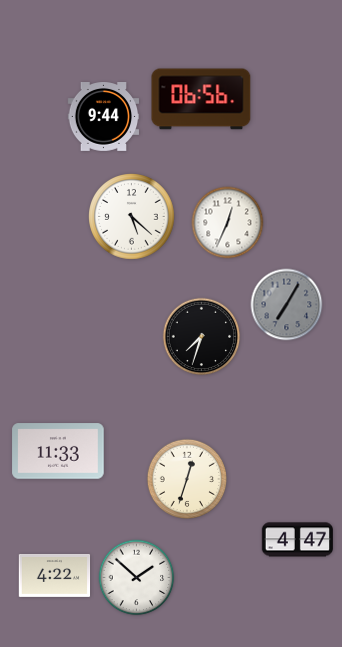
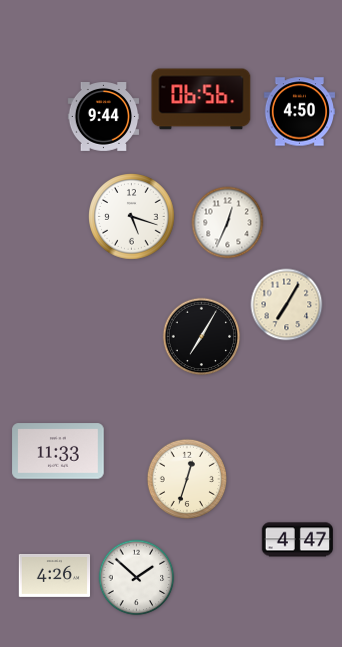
clock at (300, 112): none -> 4:50
clock at (132, 217): 5:22 -> 5:18
clock at (287, 305) dial: grey -> cream
clock at (202, 337): 7:33 -> 7:05
clock at (55, 575): 4:22 -> 4:26
